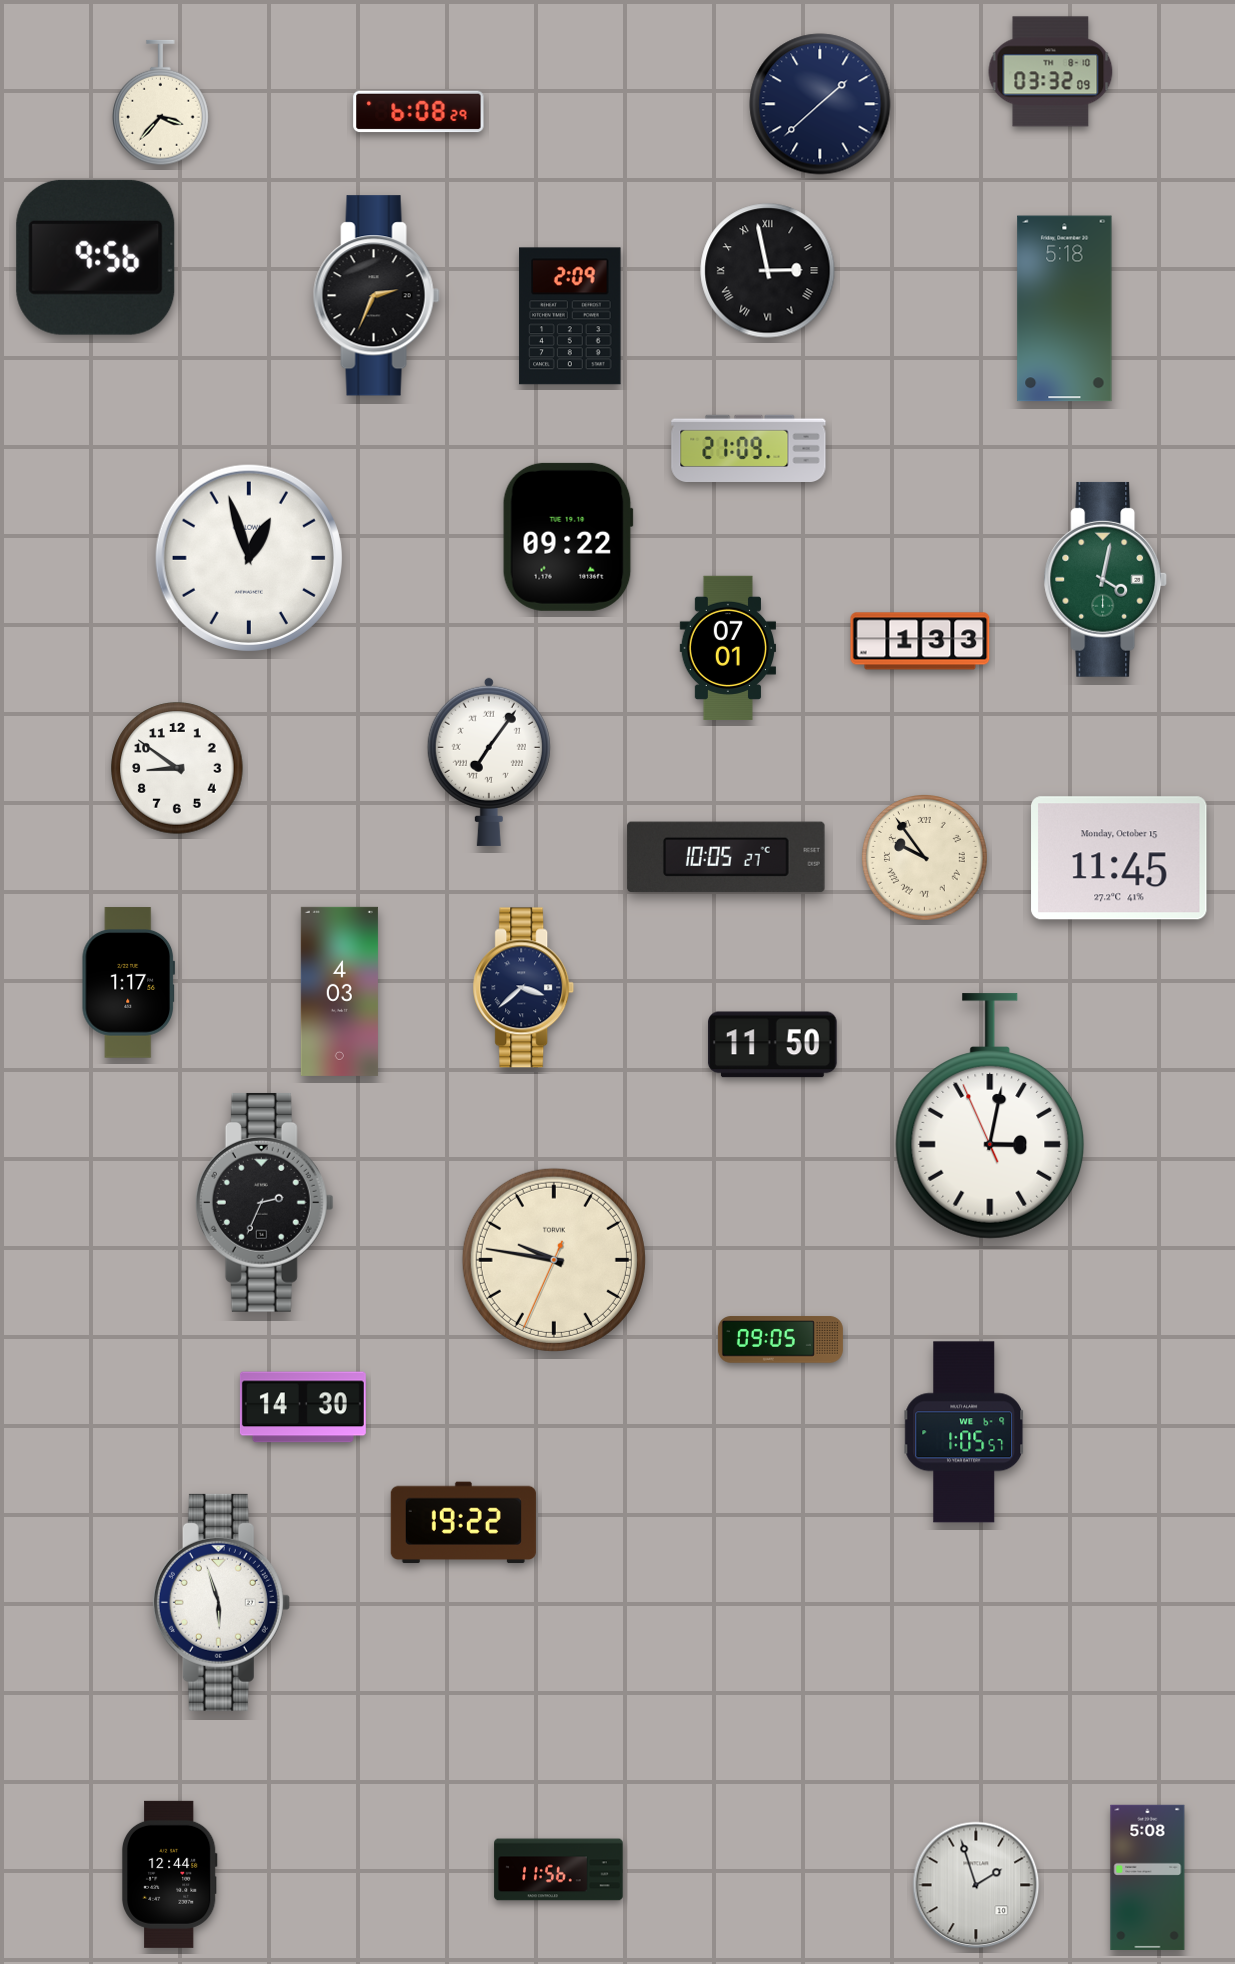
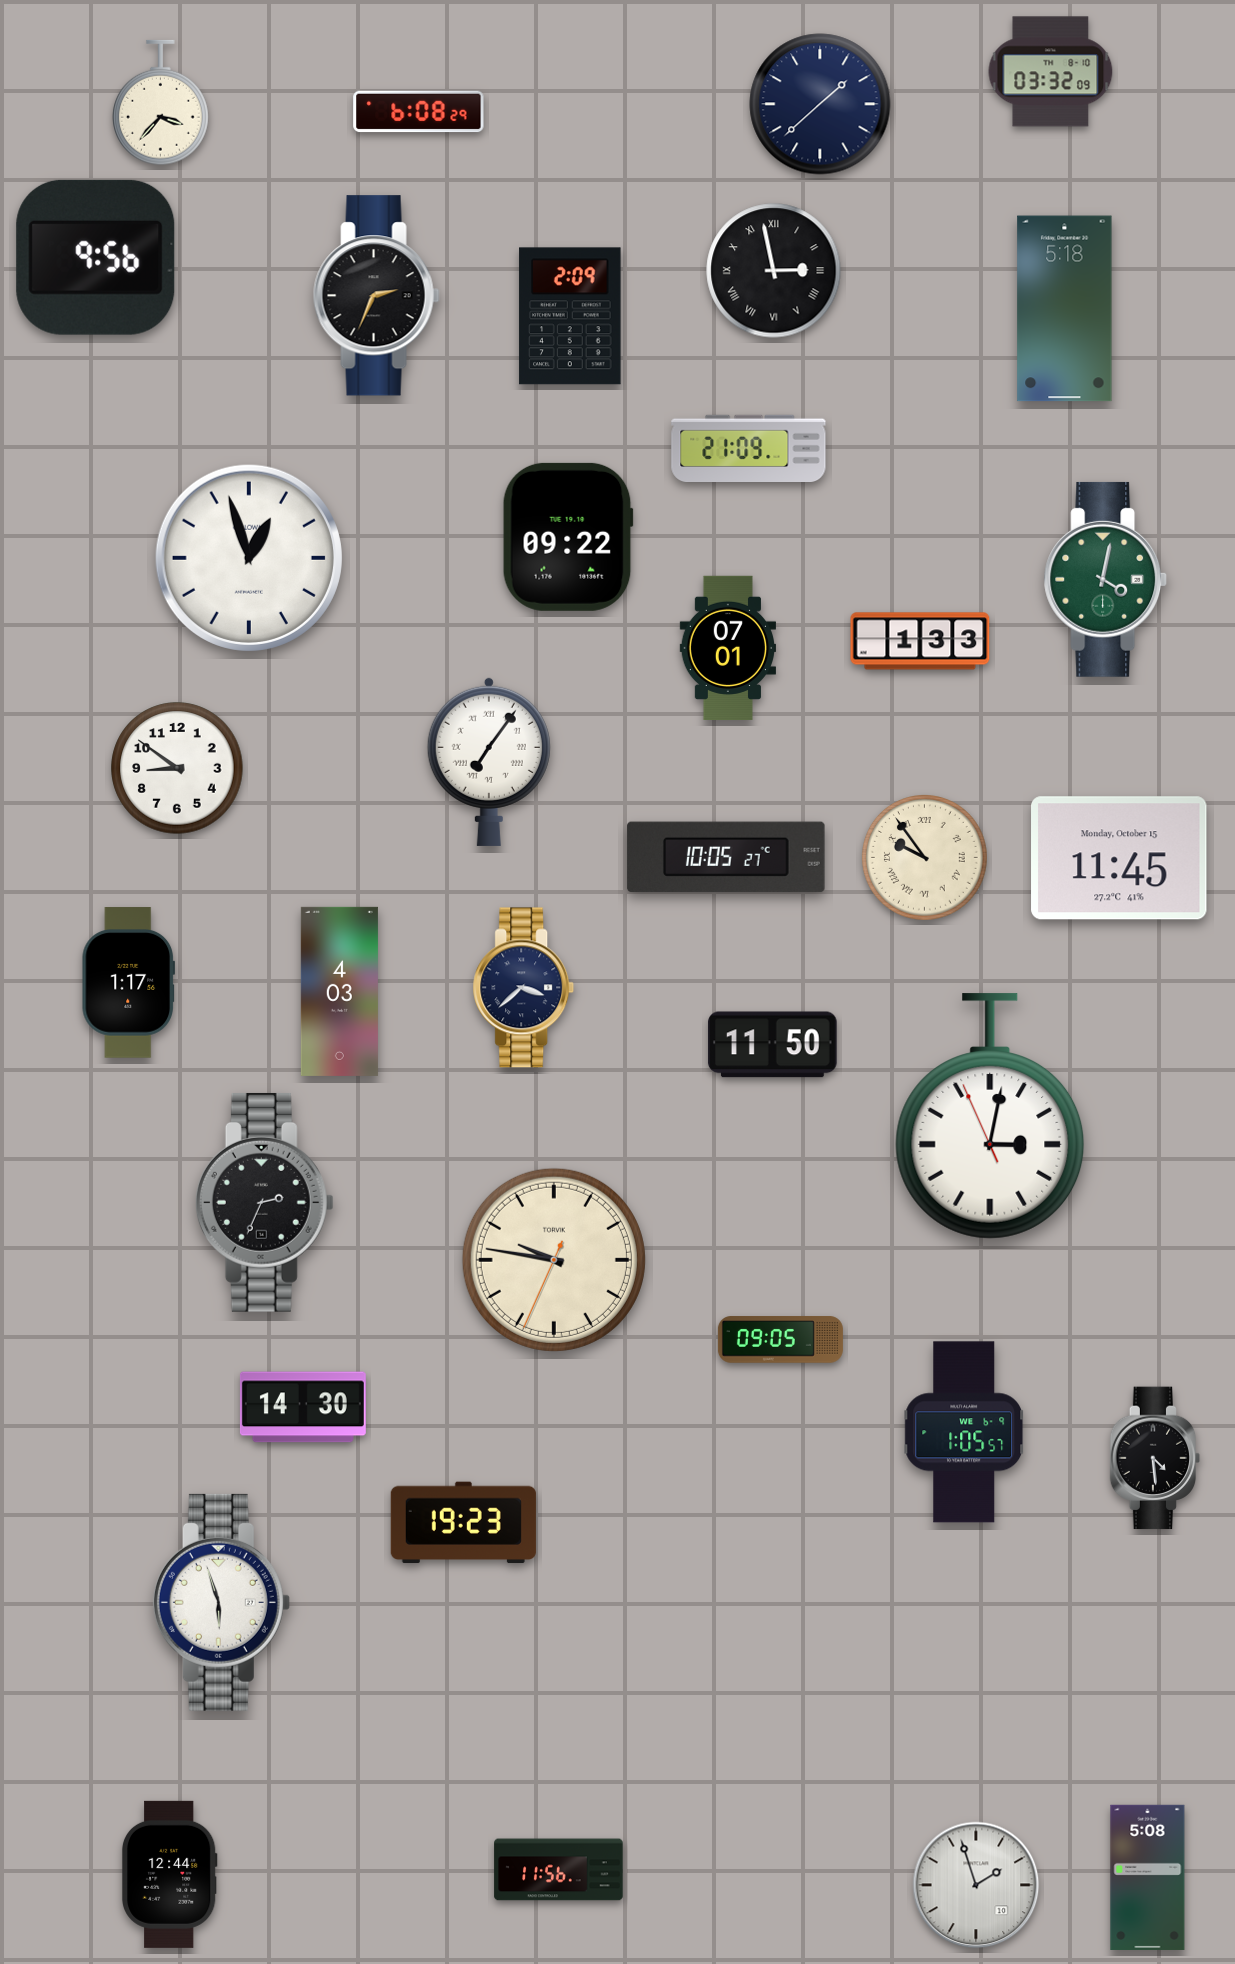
clock at (768, 271) position: (768, 271) -> (774, 271)
clock at (1155, 1458): none -> 4:29
clock at (463, 1523): 19:22 -> 19:23
